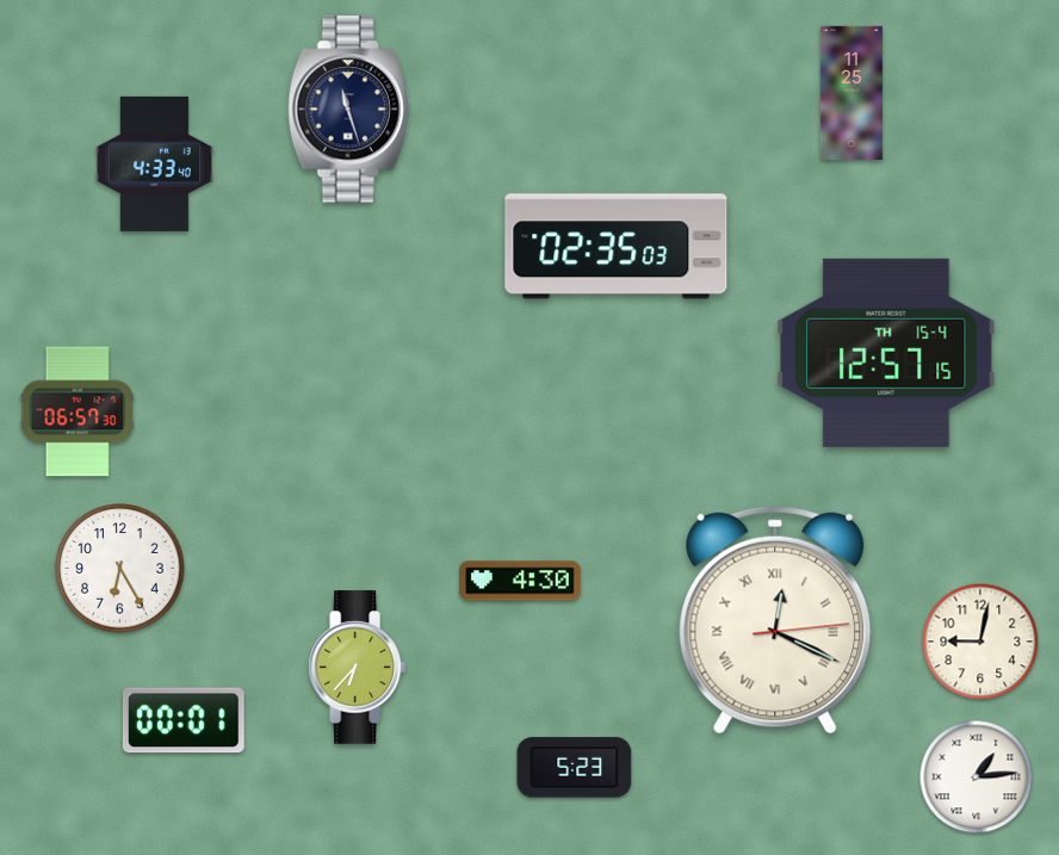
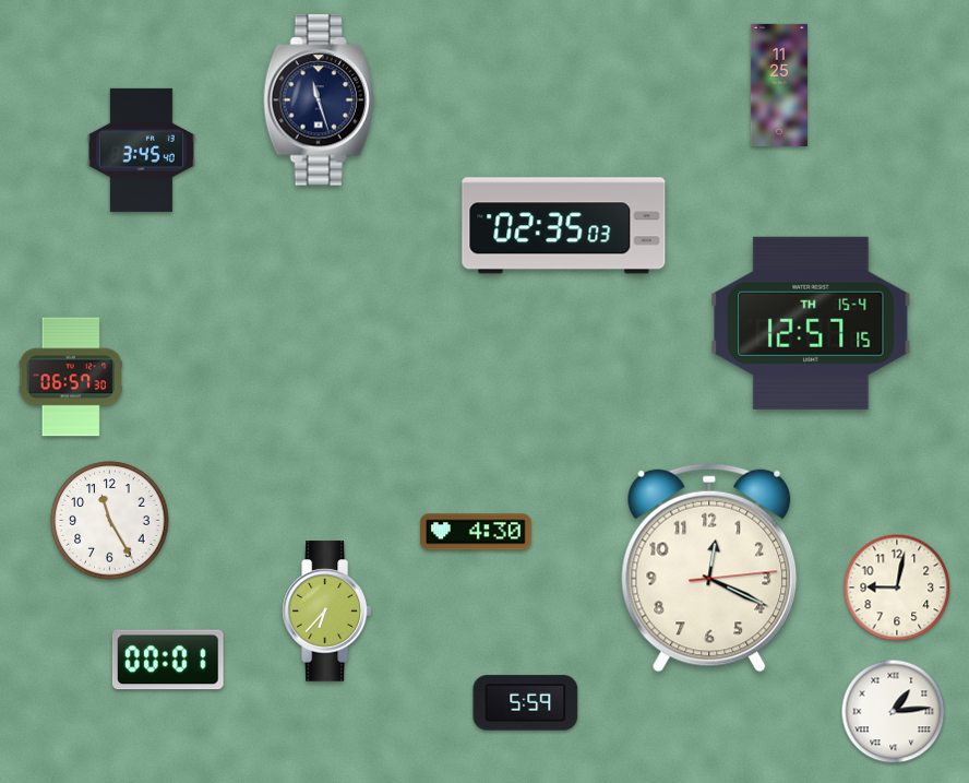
clock at (154, 163): 4:33 -> 3:45
clock at (120, 569): 6:25 -> 11:25
clock at (775, 620) numerals: Roman -> Arabic
clock at (575, 768): 5:23 -> 5:59
